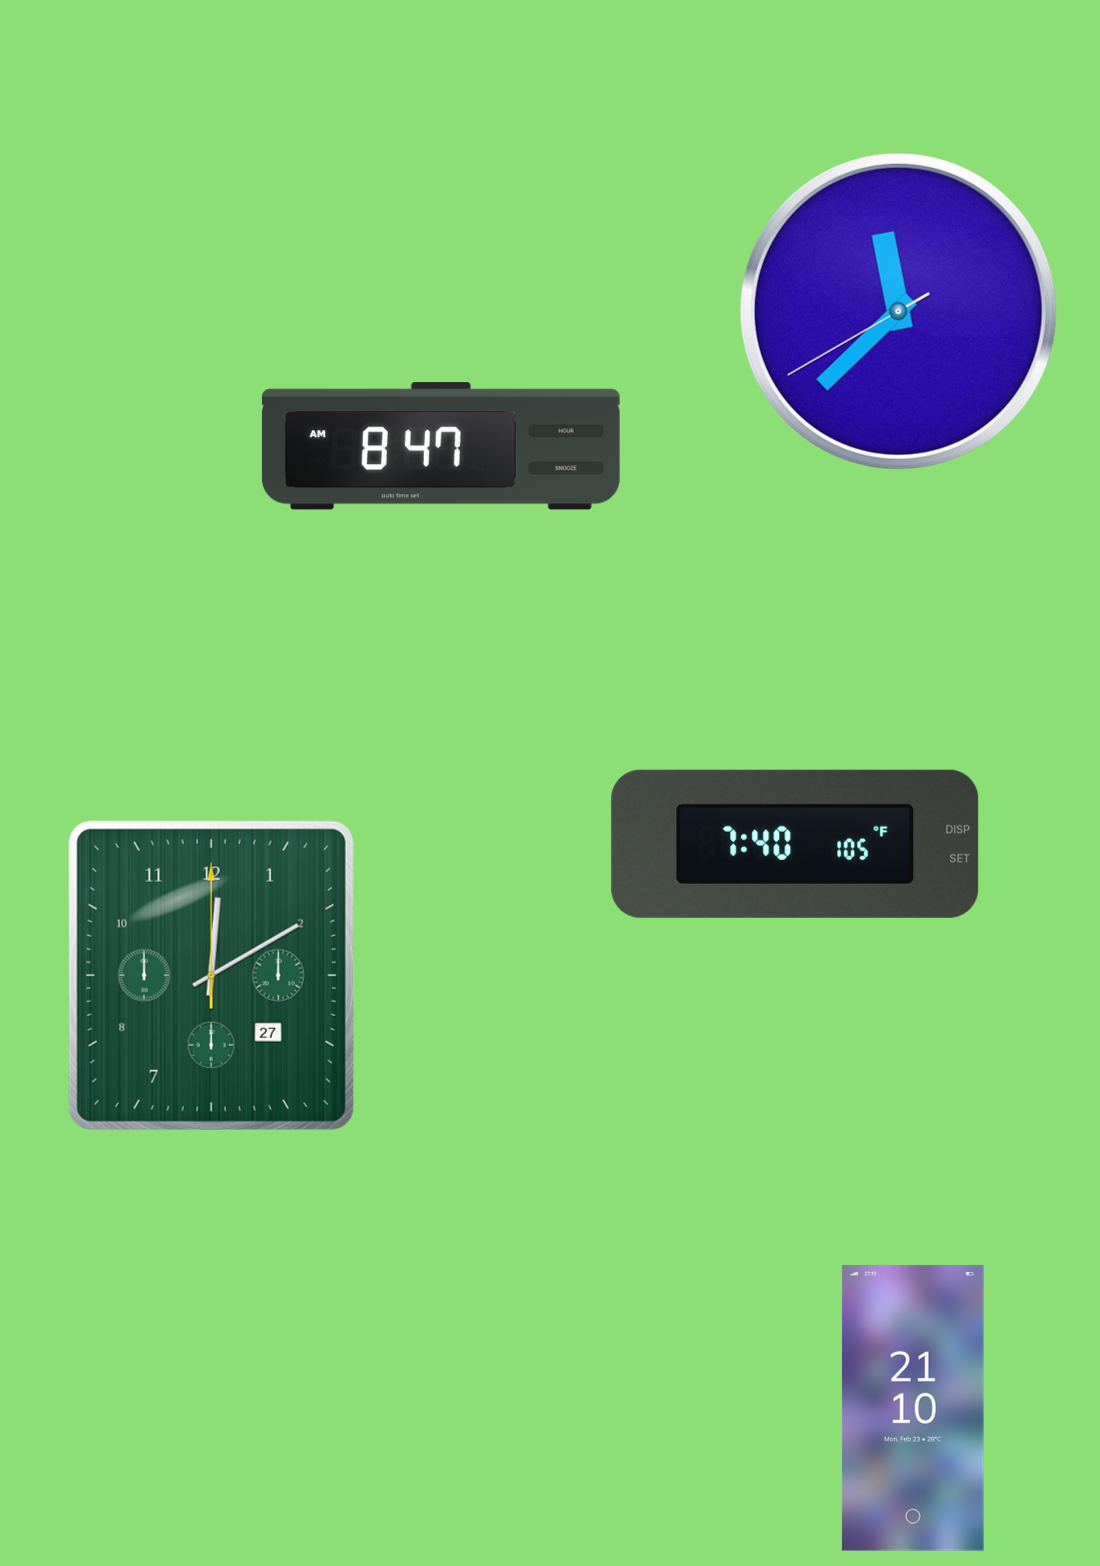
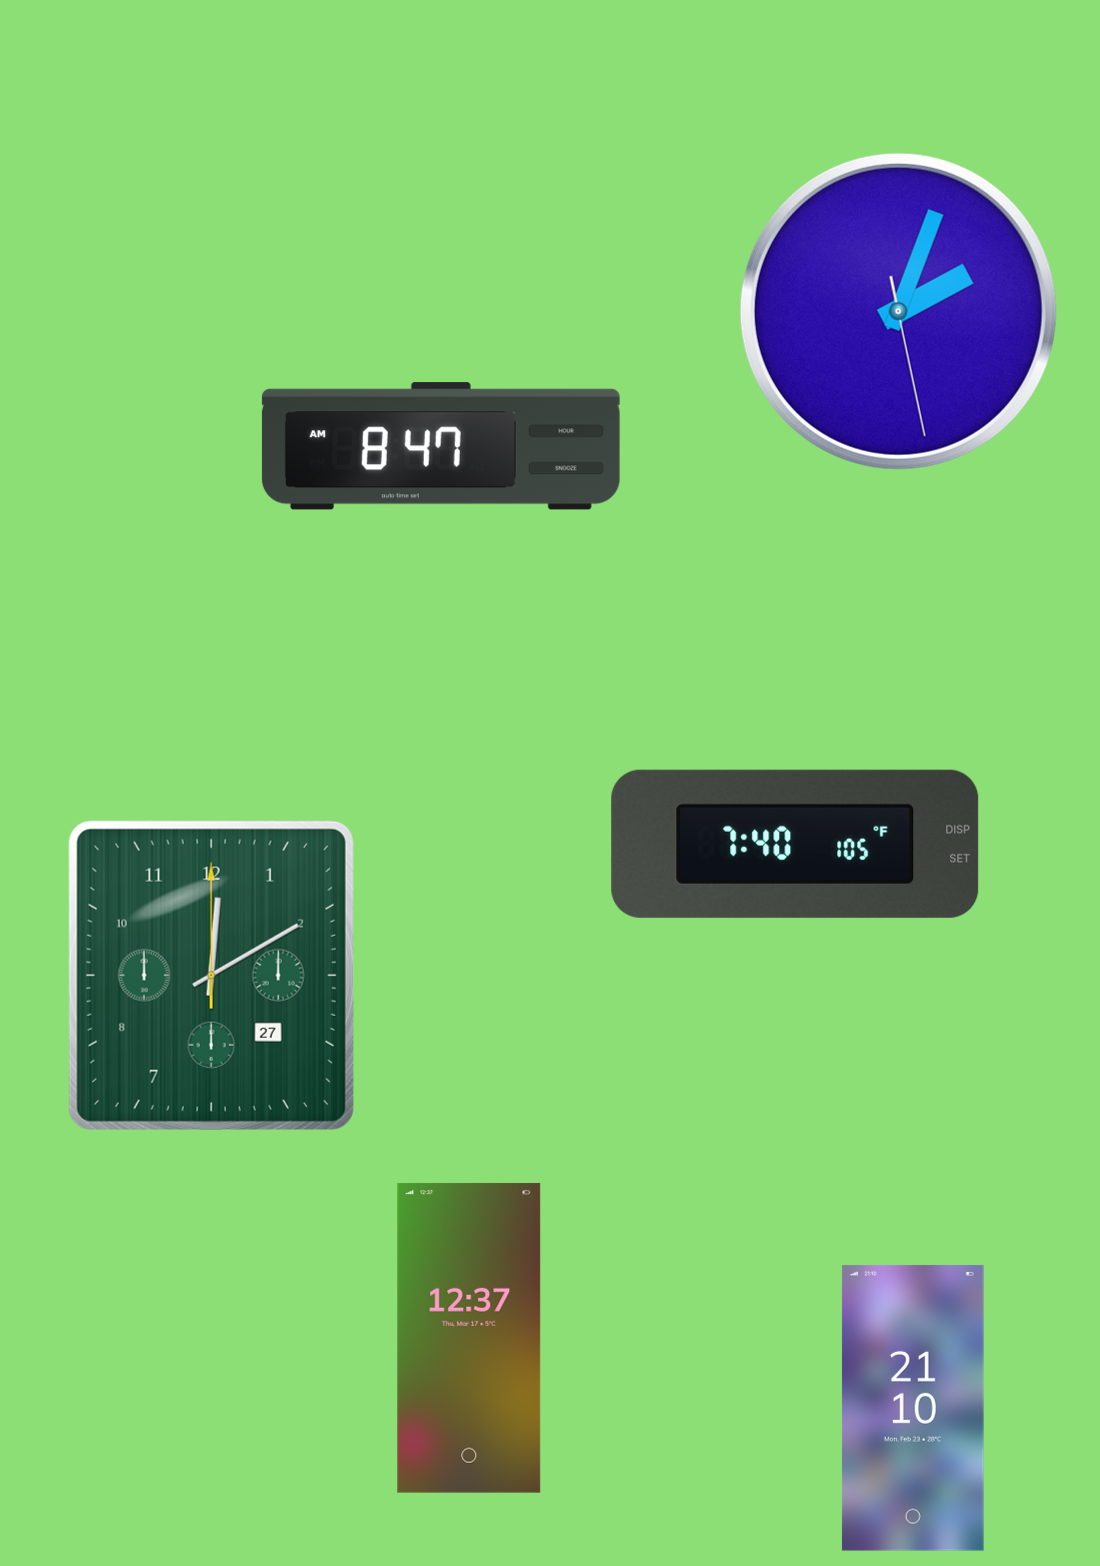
clock at (898, 311): 11:37 -> 2:03
clock at (469, 1338): none -> 12:37
